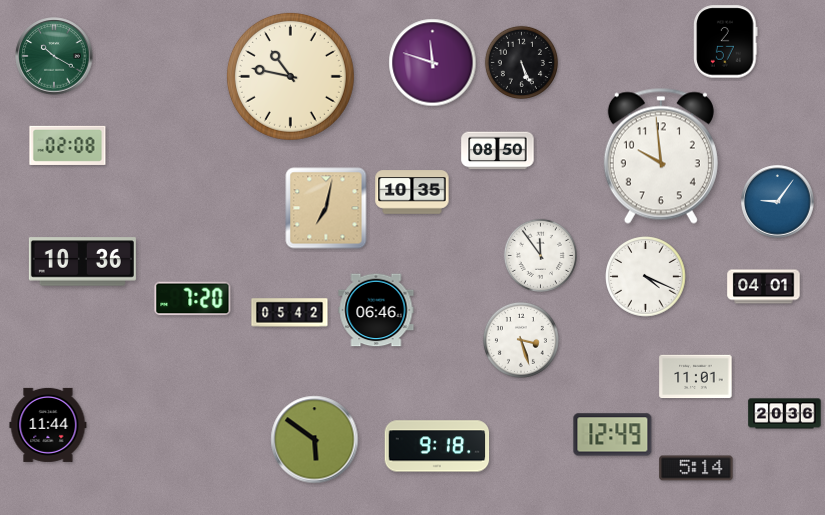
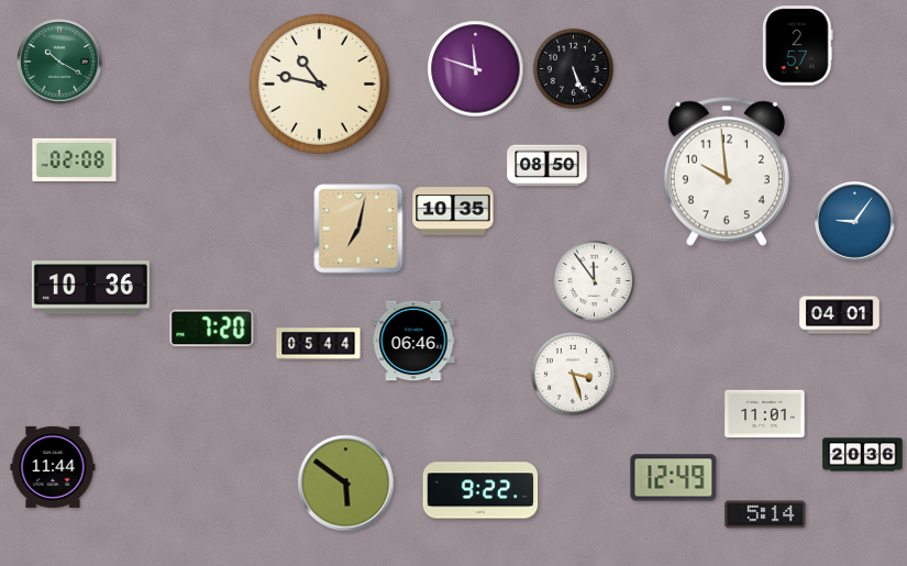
clock at (646, 277): 4:19 -> none
clock at (290, 313): 05:42 -> 05:44
clock at (437, 446): 9:18 -> 9:22
